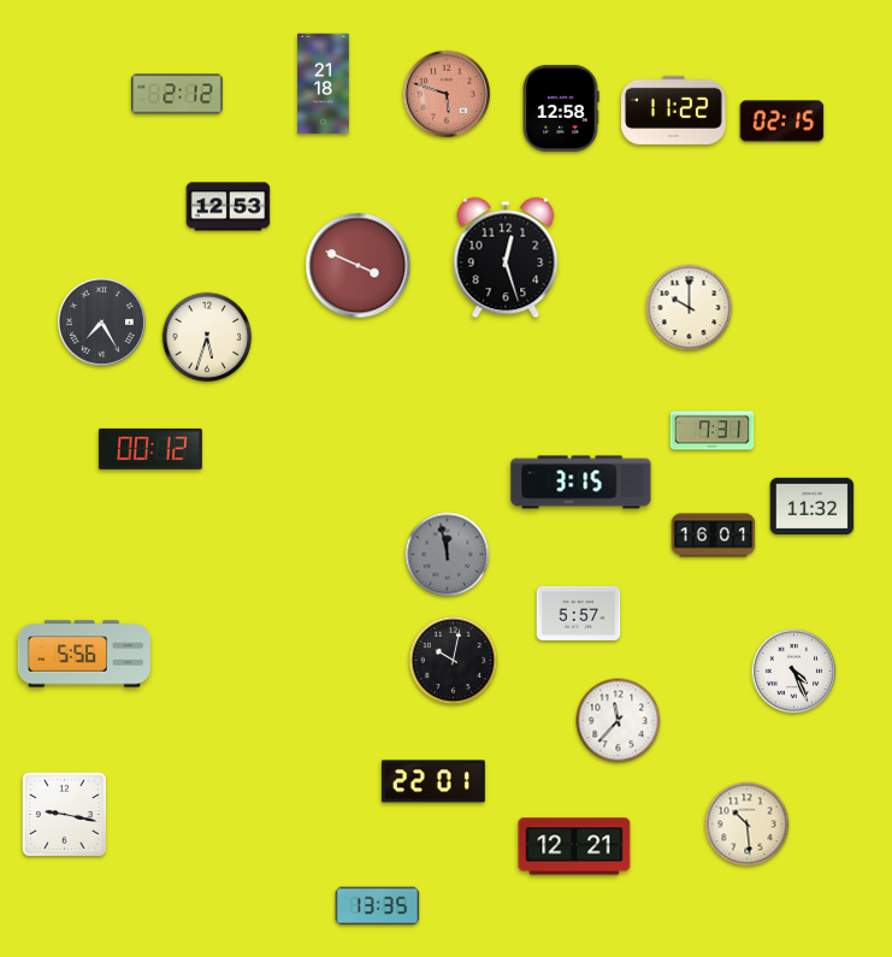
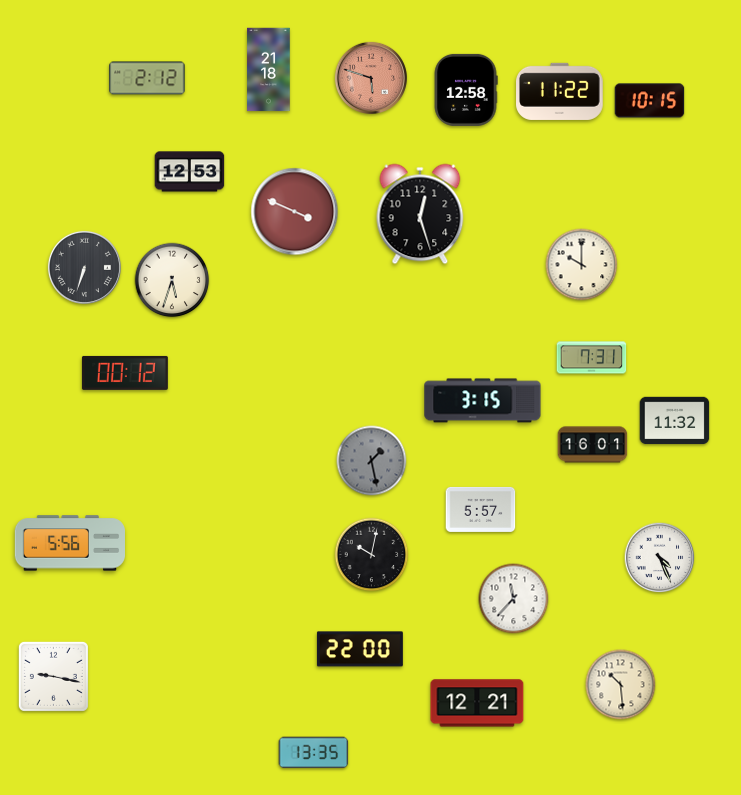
clock at (782, 122): 02:15 -> 10:15
clock at (359, 266) position: (359, 266) -> (295, 212)
clock at (690, 308) position: (690, 308) -> (582, 265)
clock at (101, 321): 7:25 -> 6:33
clock at (448, 555): 11:58 -> 1:28
clock at (454, 661) position: (454, 661) -> (372, 555)
clock at (433, 781): 22:01 -> 22:00
